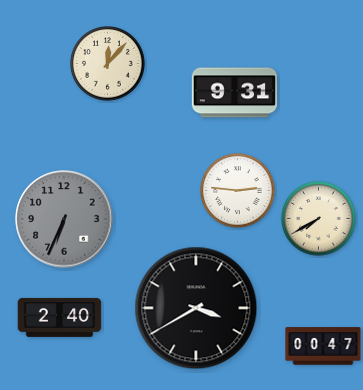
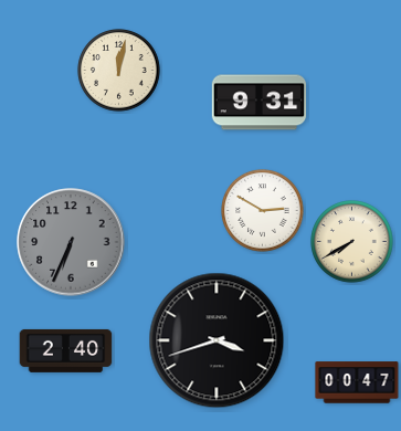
clock at (108, 64): 12:07 -> 12:02
clock at (238, 191): 2:46 -> 2:50
clock at (196, 308): 3:40 -> 3:42
